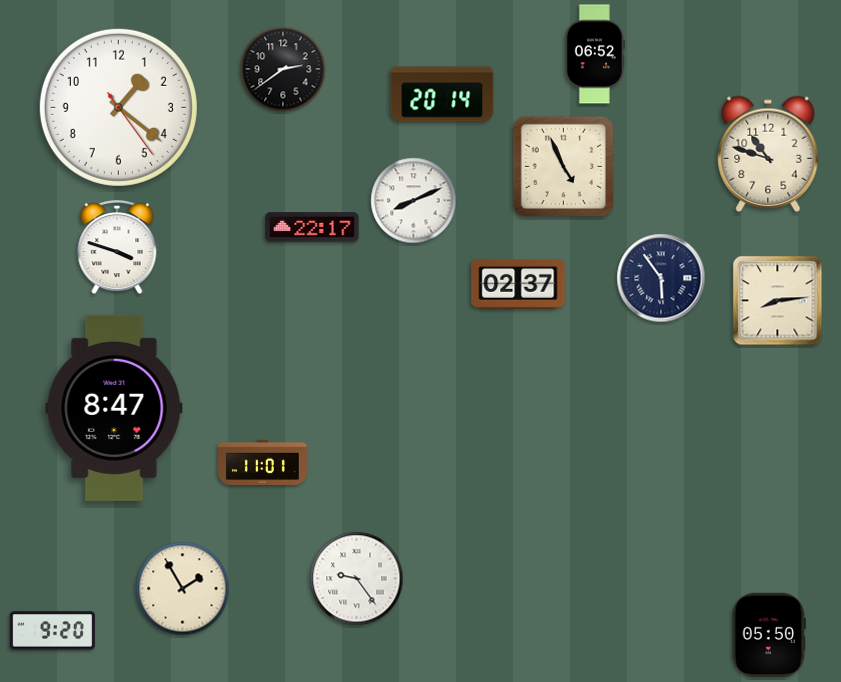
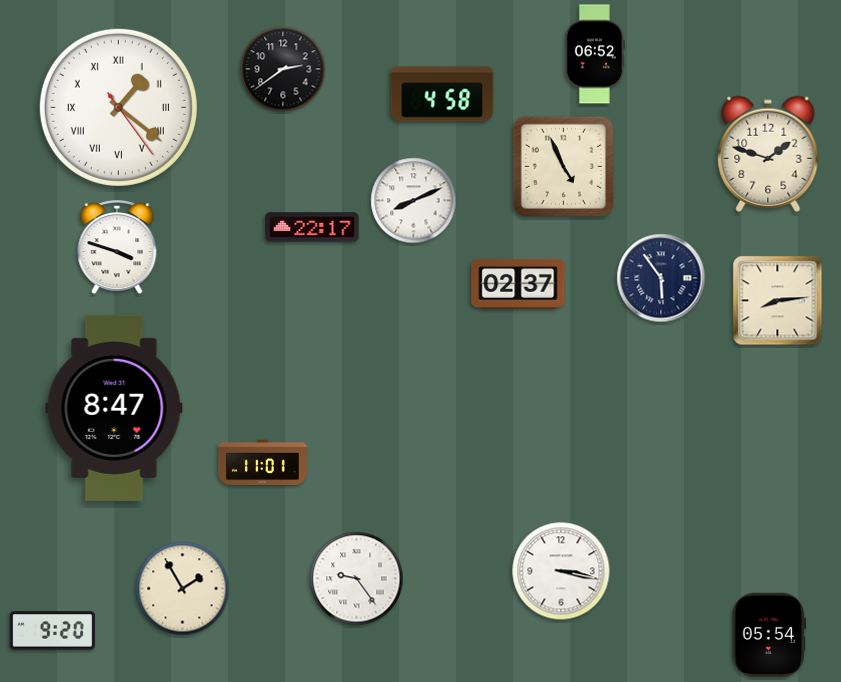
clock at (442, 94): 20:14 -> 4:58
clock at (118, 107) numerals: Arabic -> Roman
clock at (768, 154): 10:48 -> 1:48
clock at (561, 571): none -> 3:17
clock at (768, 634): 05:50 -> 05:54
